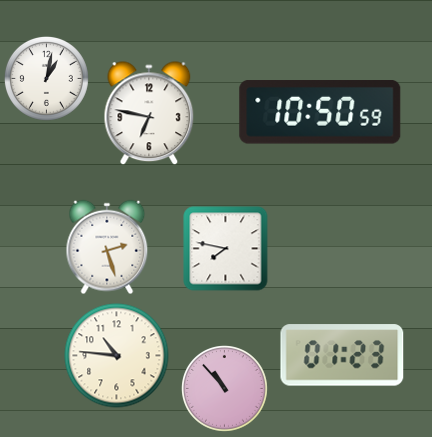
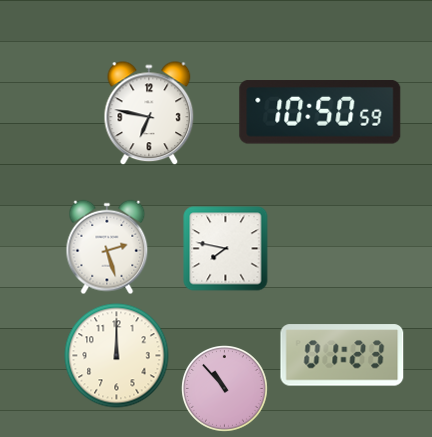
clock at (46, 78): 1:02 -> none
clock at (117, 356): 10:46 -> 12:00
